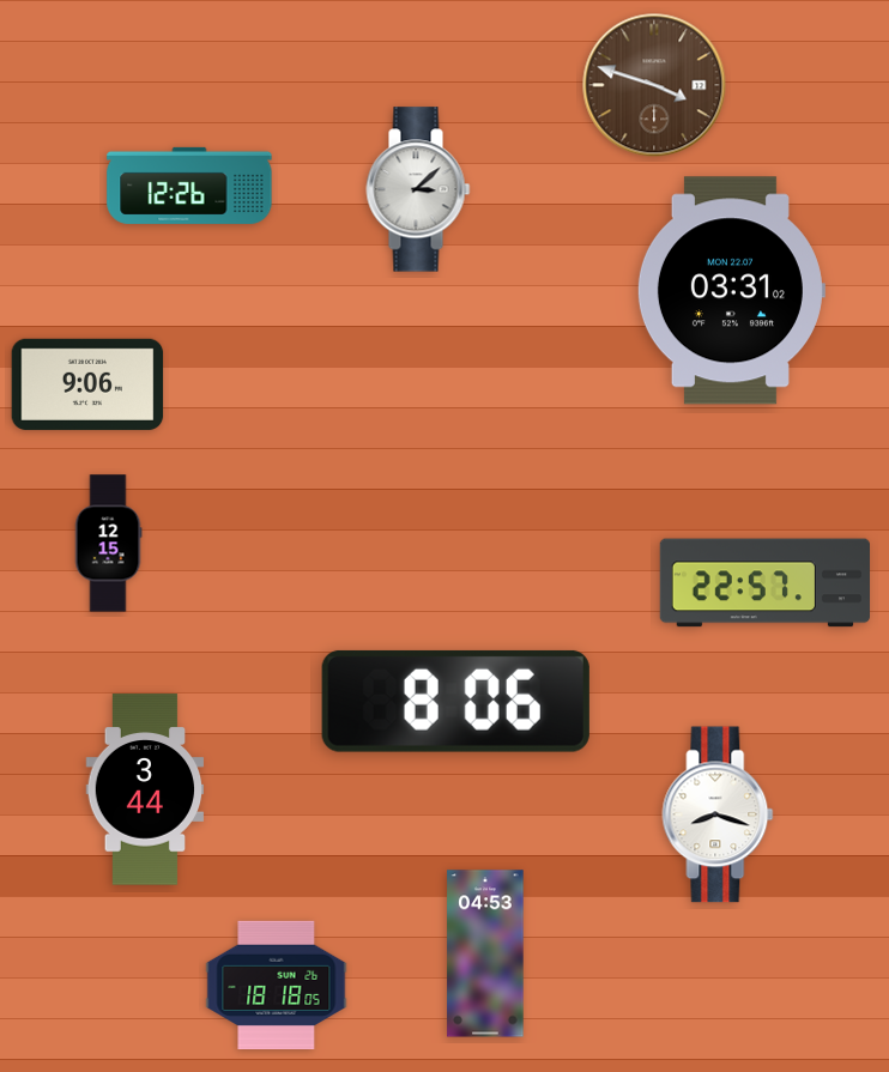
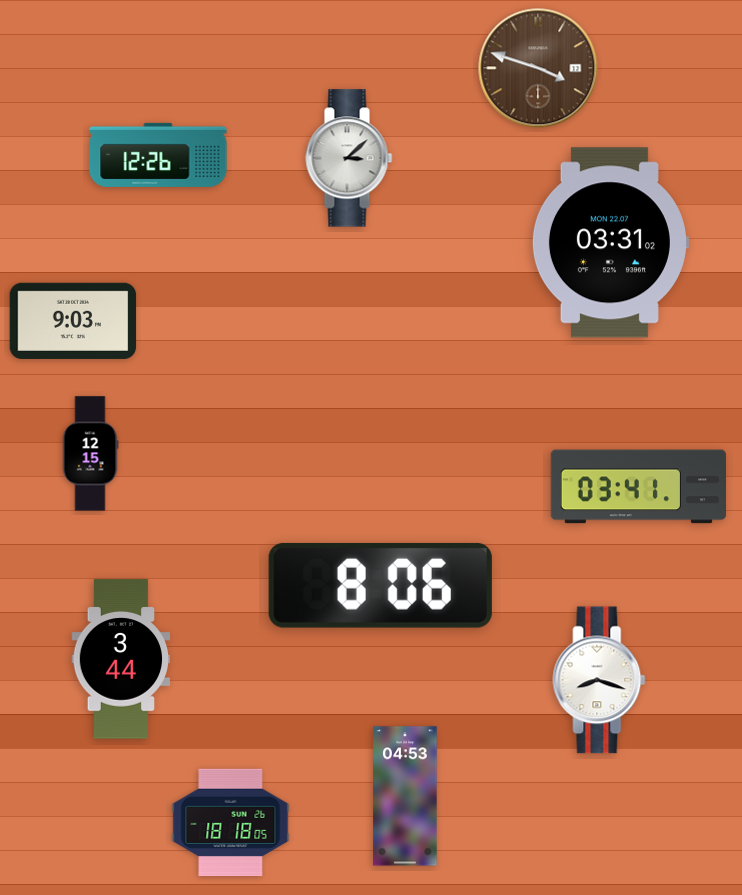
clock at (654, 85) position: (654, 85) -> (538, 68)
clock at (87, 384): 9:06 -> 9:03
clock at (764, 583): 22:57 -> 03:41
